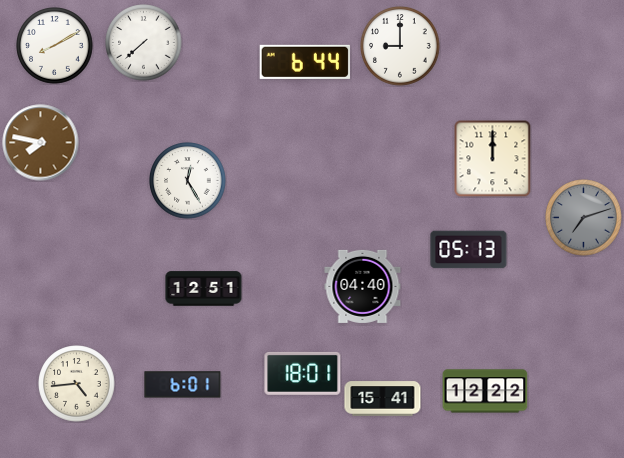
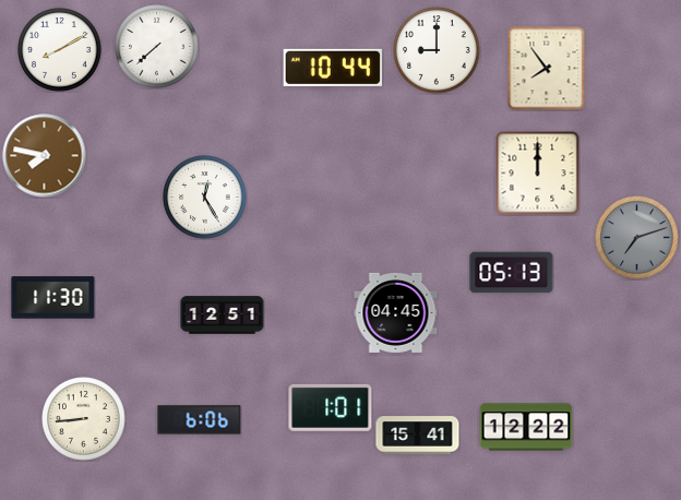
clock at (304, 62): 6:44 -> 10:44
clock at (547, 68): none -> 7:54
clock at (53, 298): none -> 11:30
clock at (363, 286): 04:40 -> 04:45
clock at (303, 373): 18:01 -> 1:01
clock at (77, 384): 4:44 -> 8:44
clock at (183, 385): 6:01 -> 6:06
clock at (485, 391) position: (485, 391) -> (526, 427)
